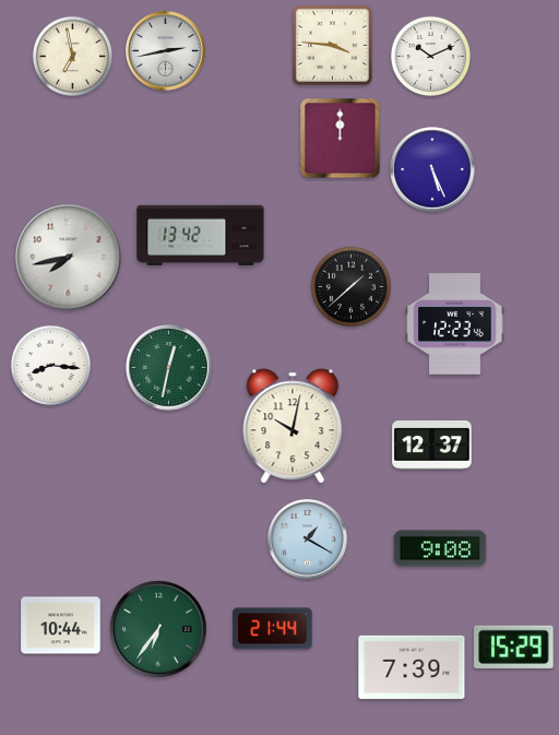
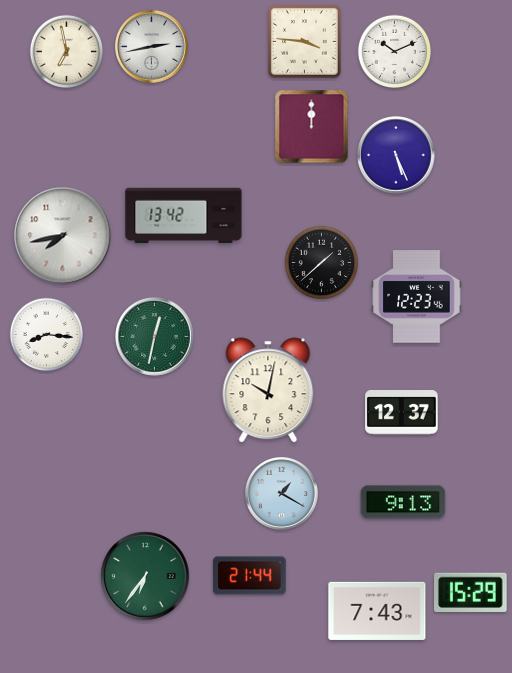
clock at (432, 446) position: (432, 446) -> (402, 413)
clock at (440, 548): 9:08 -> 9:13
clock at (61, 626): 10:44 -> none
clock at (412, 667): 7:39 -> 7:43
